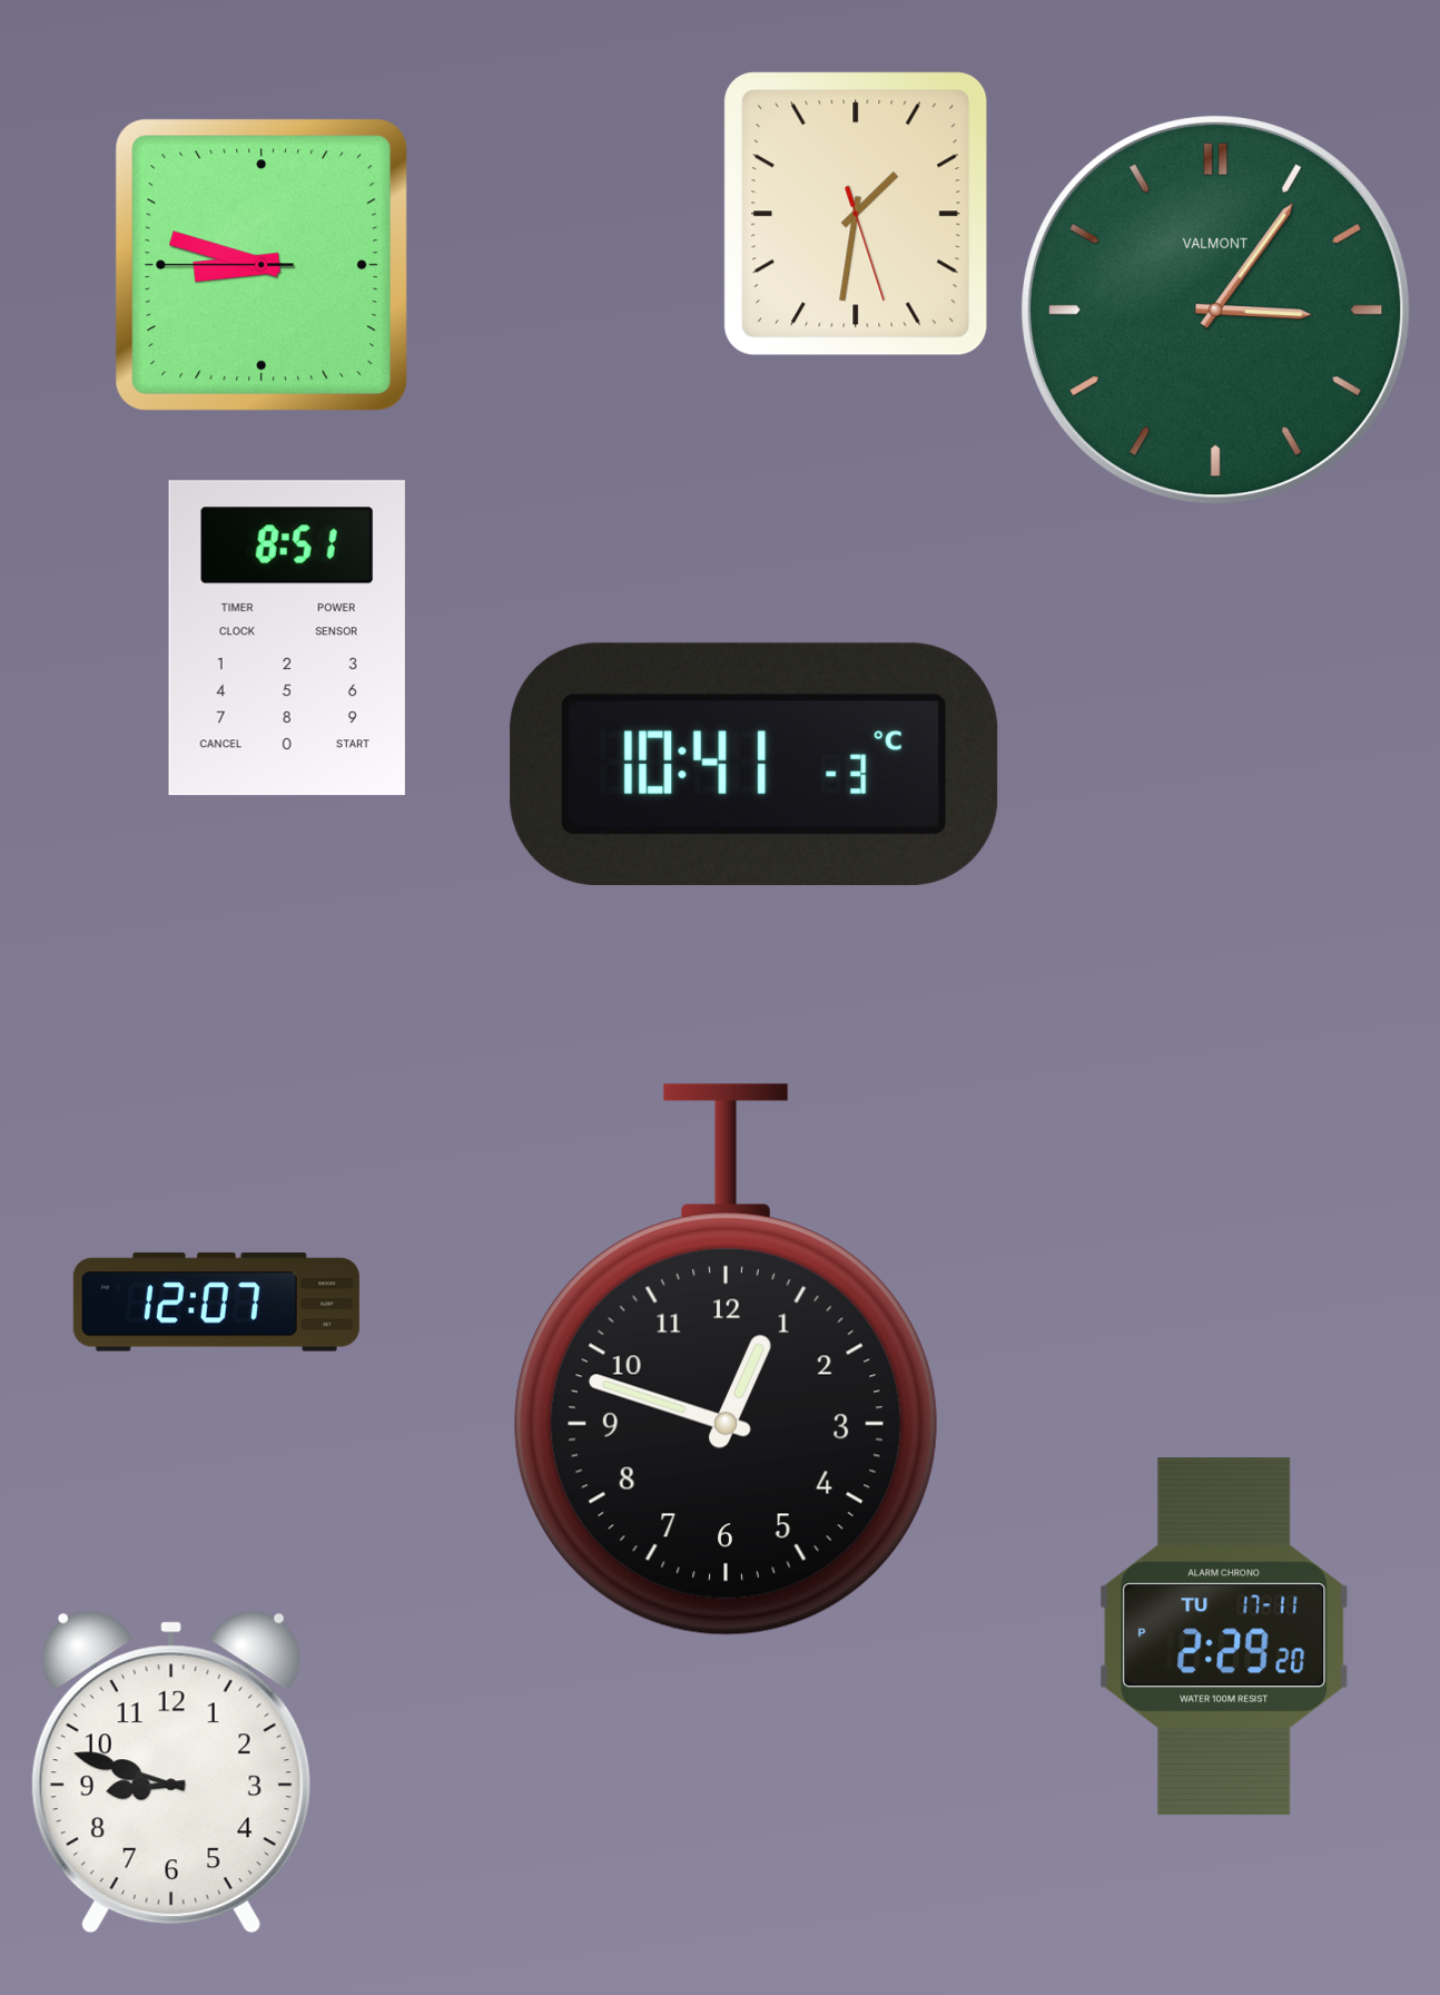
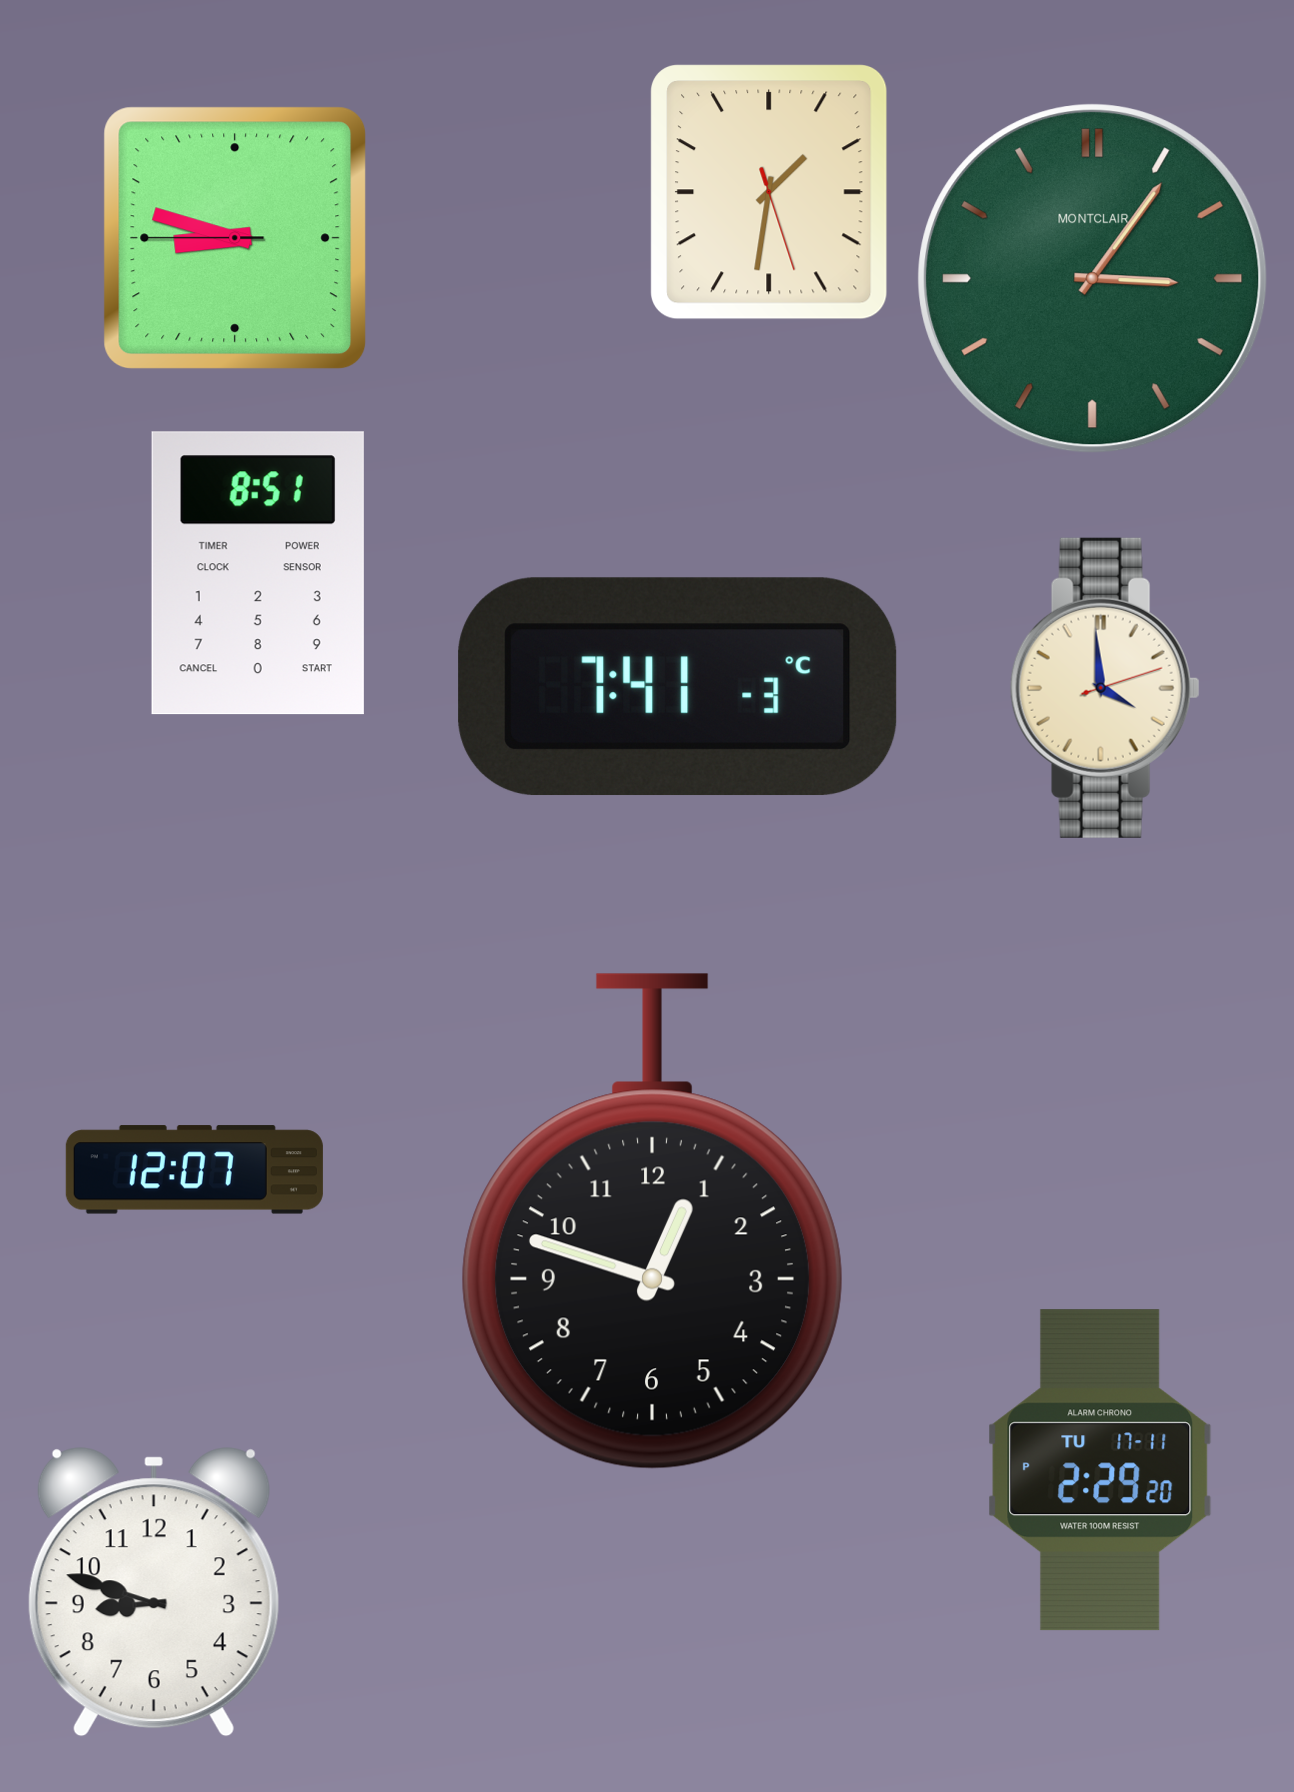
clock at (1216, 311) brand: VALMONT -> MONTCLAIR
clock at (754, 765): 10:41 -> 7:41
clock at (1105, 688): none -> 3:59
